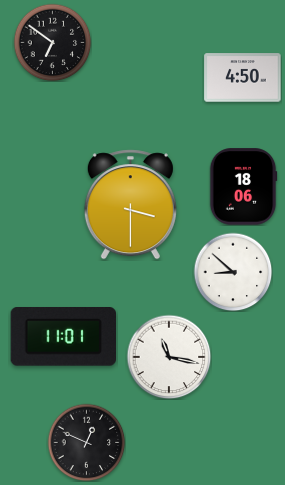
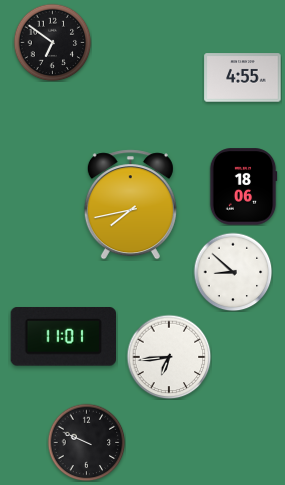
clock at (243, 78): 4:50 -> 4:55
clock at (130, 205): 3:30 -> 7:43
clock at (169, 357): 11:17 -> 6:44
clock at (86, 442): 12:49 -> 9:49
